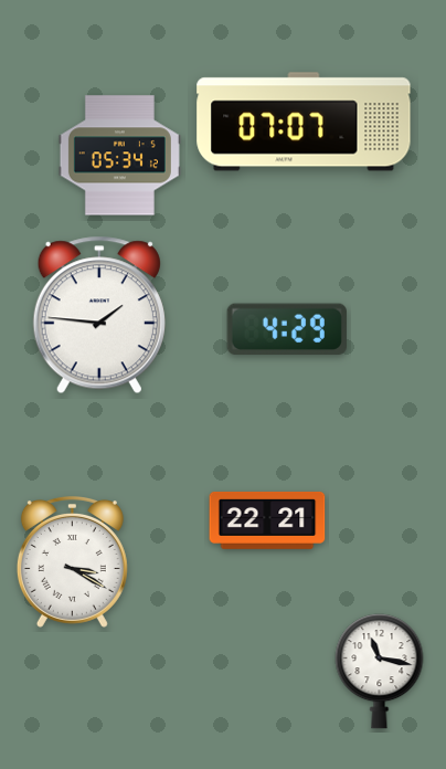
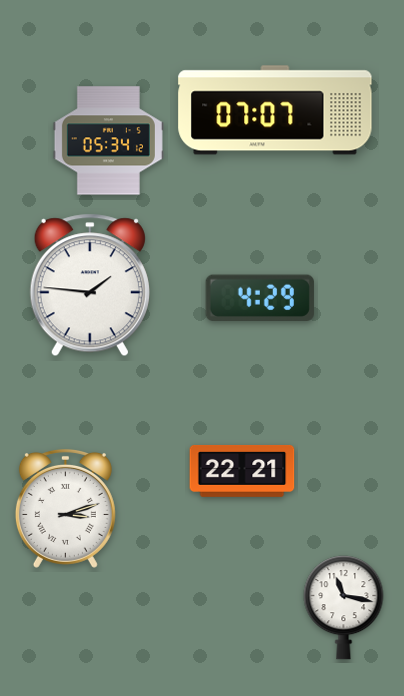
clock at (72, 561): 3:20 -> 3:12
